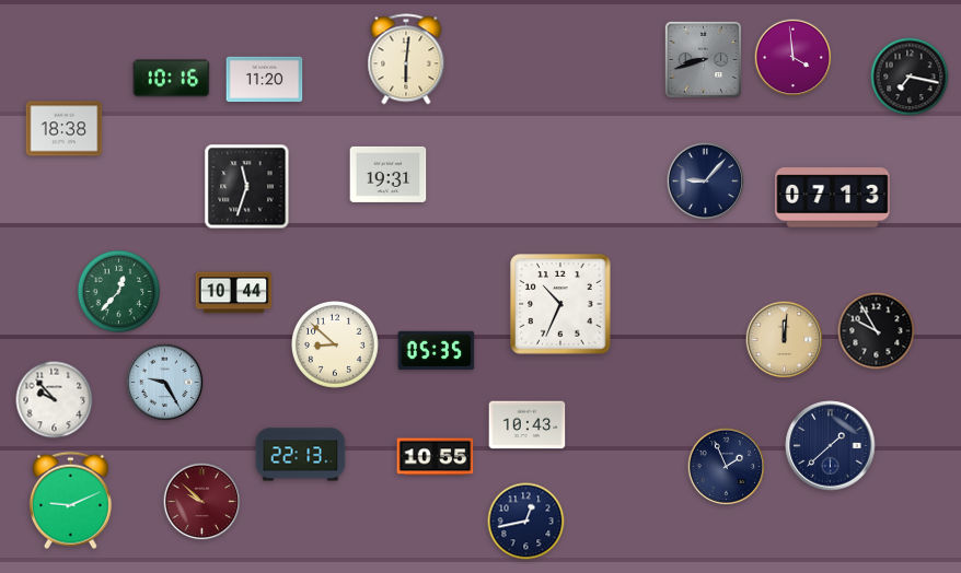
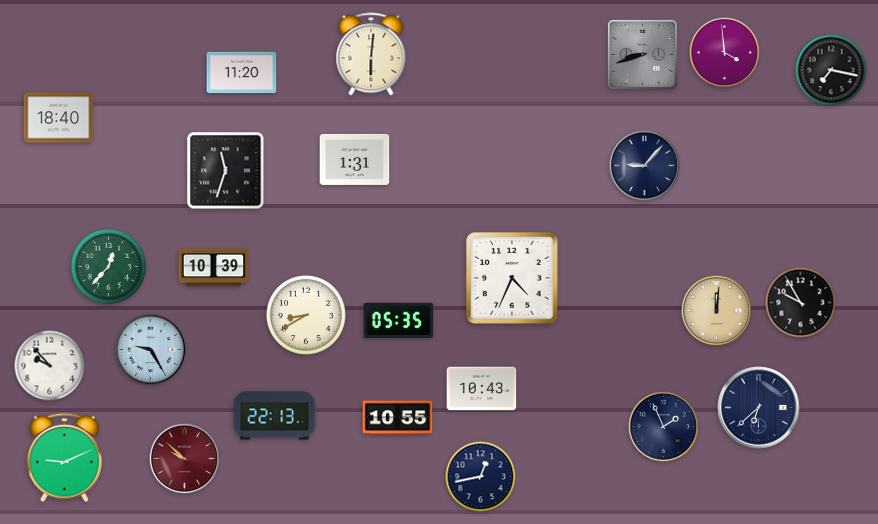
clock at (172, 79): 10:16 -> none
clock at (65, 129): 18:38 -> 18:40
clock at (389, 174): 19:31 -> 1:31
clock at (833, 198): 07:13 -> none
clock at (234, 293): 10:44 -> 10:39
clock at (560, 304): 10:34 -> 4:34
clock at (335, 344): 8:52 -> 8:40
clock at (831, 446): 1:38 -> 6:38
